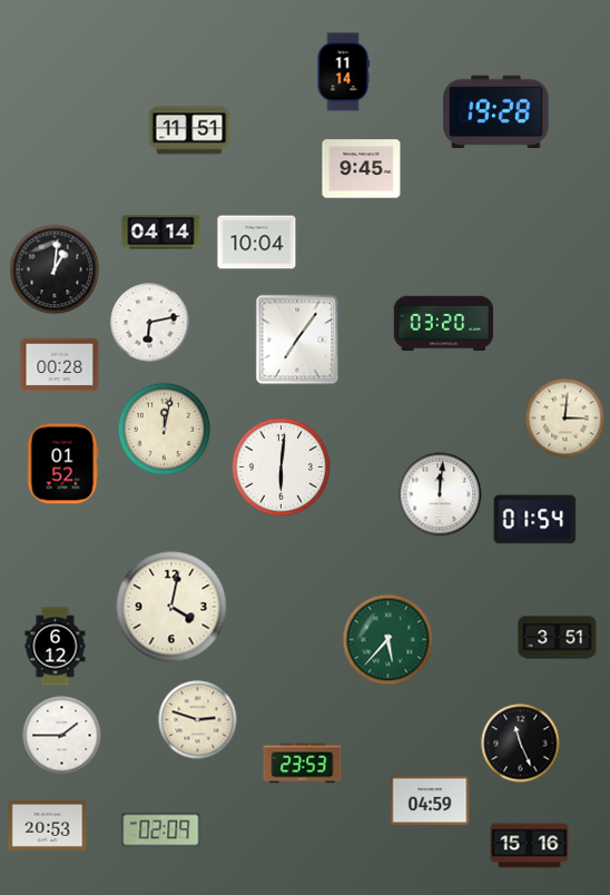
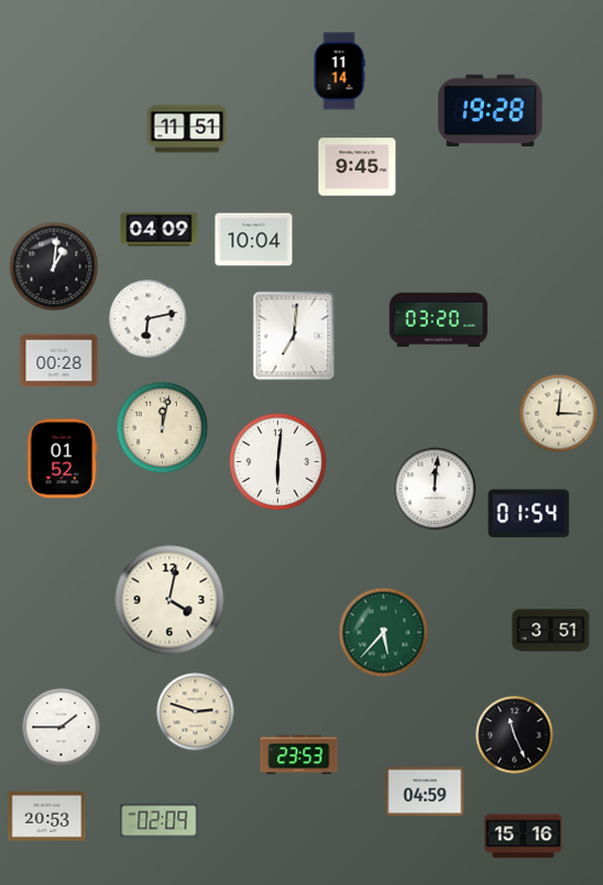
clock at (161, 233): 04:14 -> 04:09
clock at (297, 340): 7:06 -> 7:01
clock at (165, 430) position: (165, 430) -> (163, 428)
clock at (56, 647): 6:12 -> none
